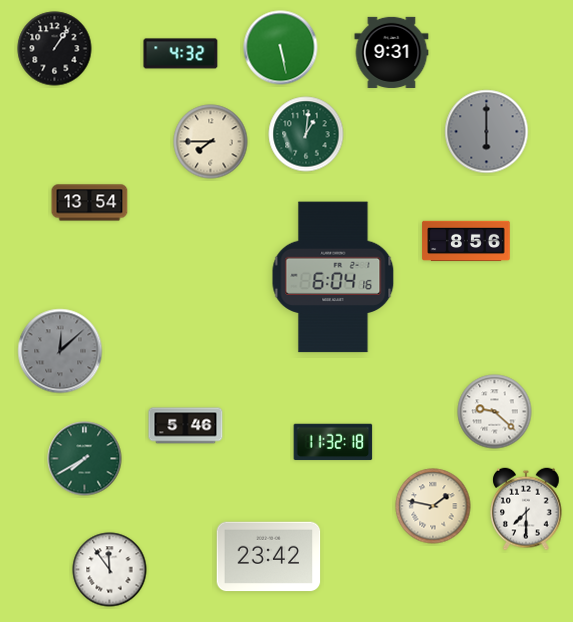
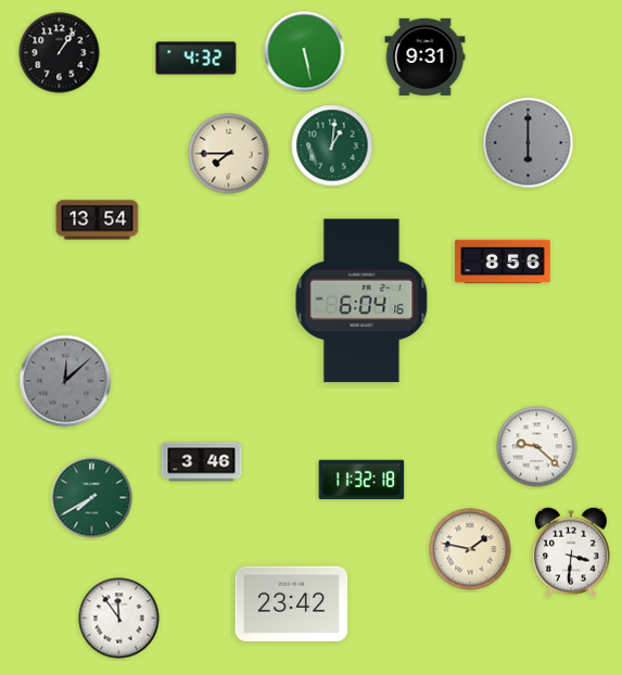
clock at (466, 241) position: (466, 241) -> (503, 262)
clock at (186, 426): 5:46 -> 3:46
clock at (526, 509): 7:30 -> 3:31
